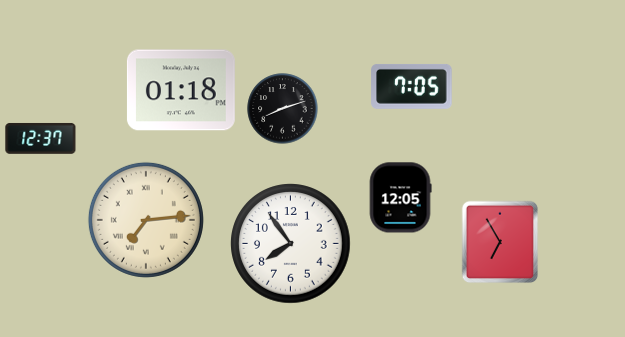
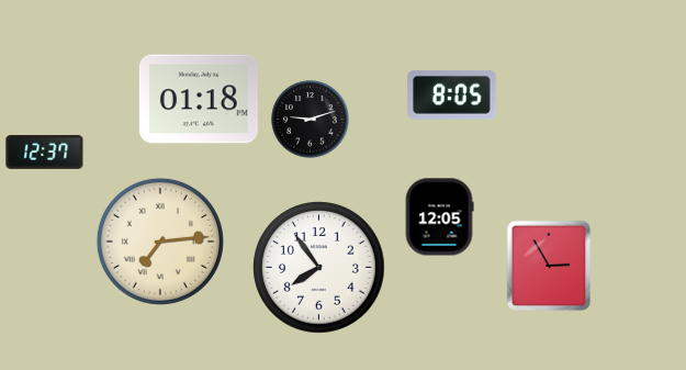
clock at (412, 86): 7:05 -> 8:05
clock at (283, 109): 8:12 -> 9:12
clock at (500, 242): 6:55 -> 2:55
